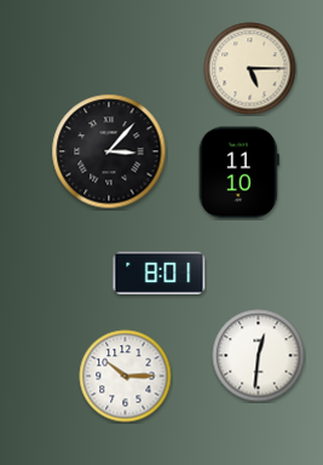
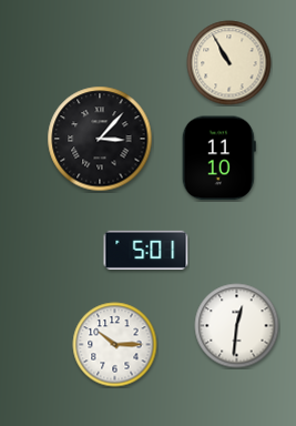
clock at (250, 69): 5:15 -> 10:55
clock at (160, 272): 8:01 -> 5:01
